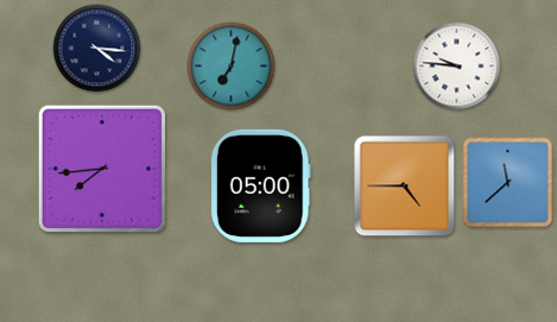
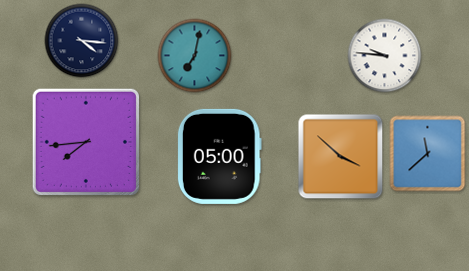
clock at (405, 187): 4:45 -> 3:52
